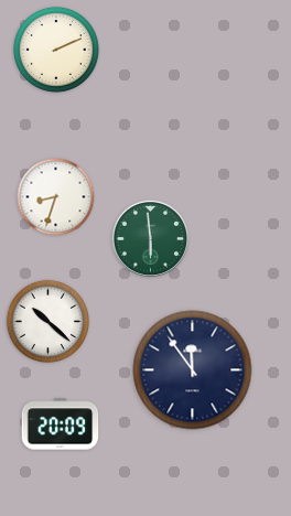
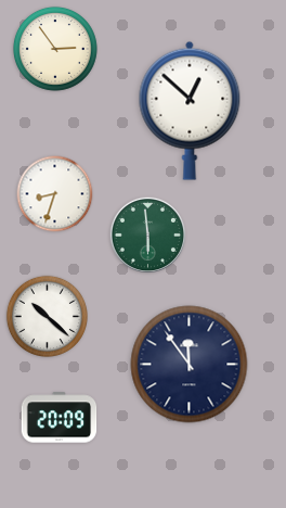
clock at (56, 50): 2:11 -> 2:54
clock at (190, 111): none -> 12:52
